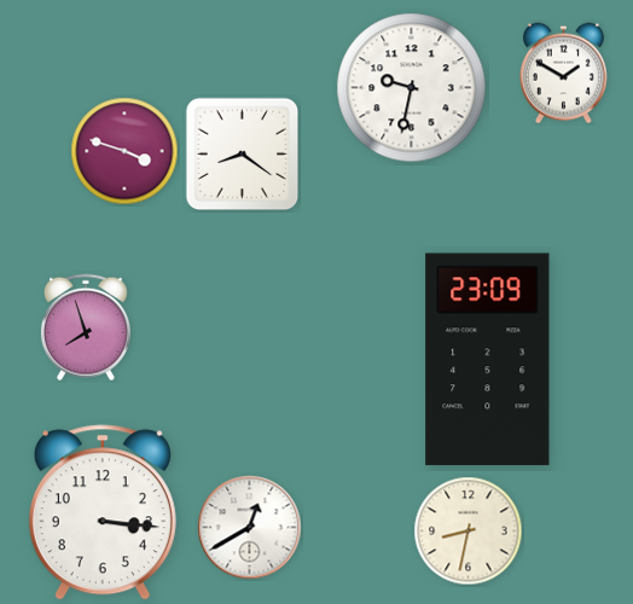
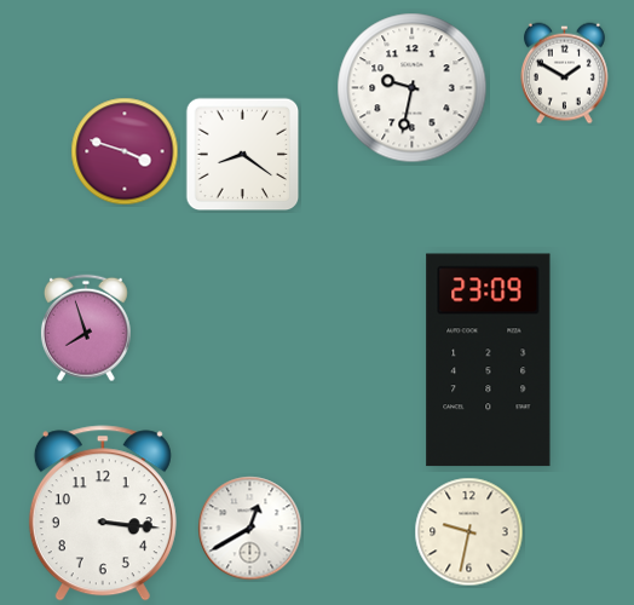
clock at (469, 532): 8:32 -> 9:32
